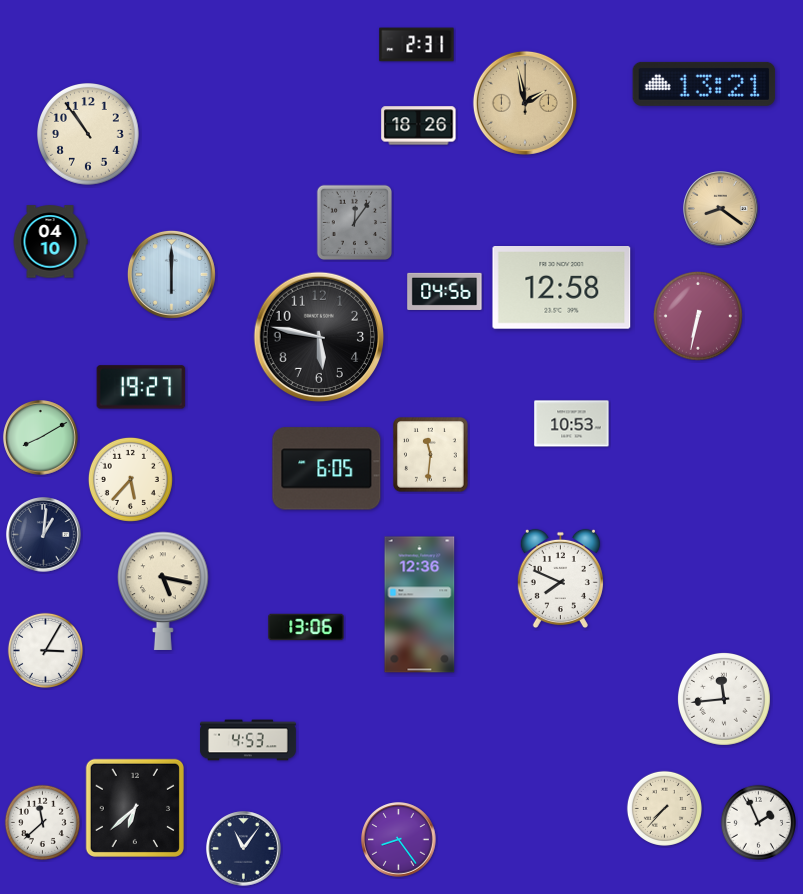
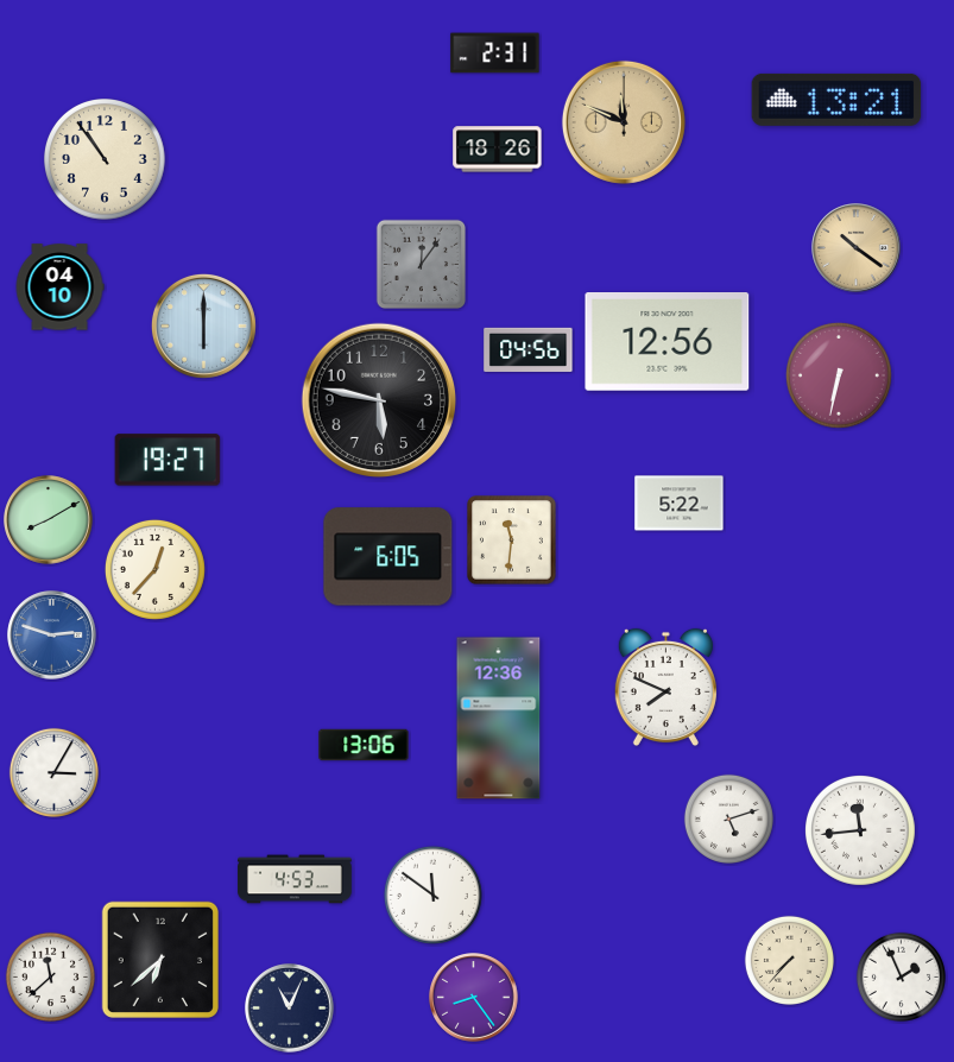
clock at (525, 103): 1:58 -> 11:49
clock at (721, 209): 8:21 -> 10:21
clock at (562, 288): 12:58 -> 12:56
clock at (445, 291) position: (445, 291) -> (529, 349)
clock at (698, 316) position: (698, 316) -> (839, 375)
clock at (572, 424): 10:53 -> 5:22
clock at (130, 479): 5:37 -> 12:37
clock at (44, 535): 1:01 -> 2:48
clock at (44, 535) dial: navy -> blue
clock at (163, 591): 5:17 -> none
clock at (728, 818): none -> 5:12
clock at (432, 895): none -> 11:51
clock at (244, 849): 11:06 -> 11:04
